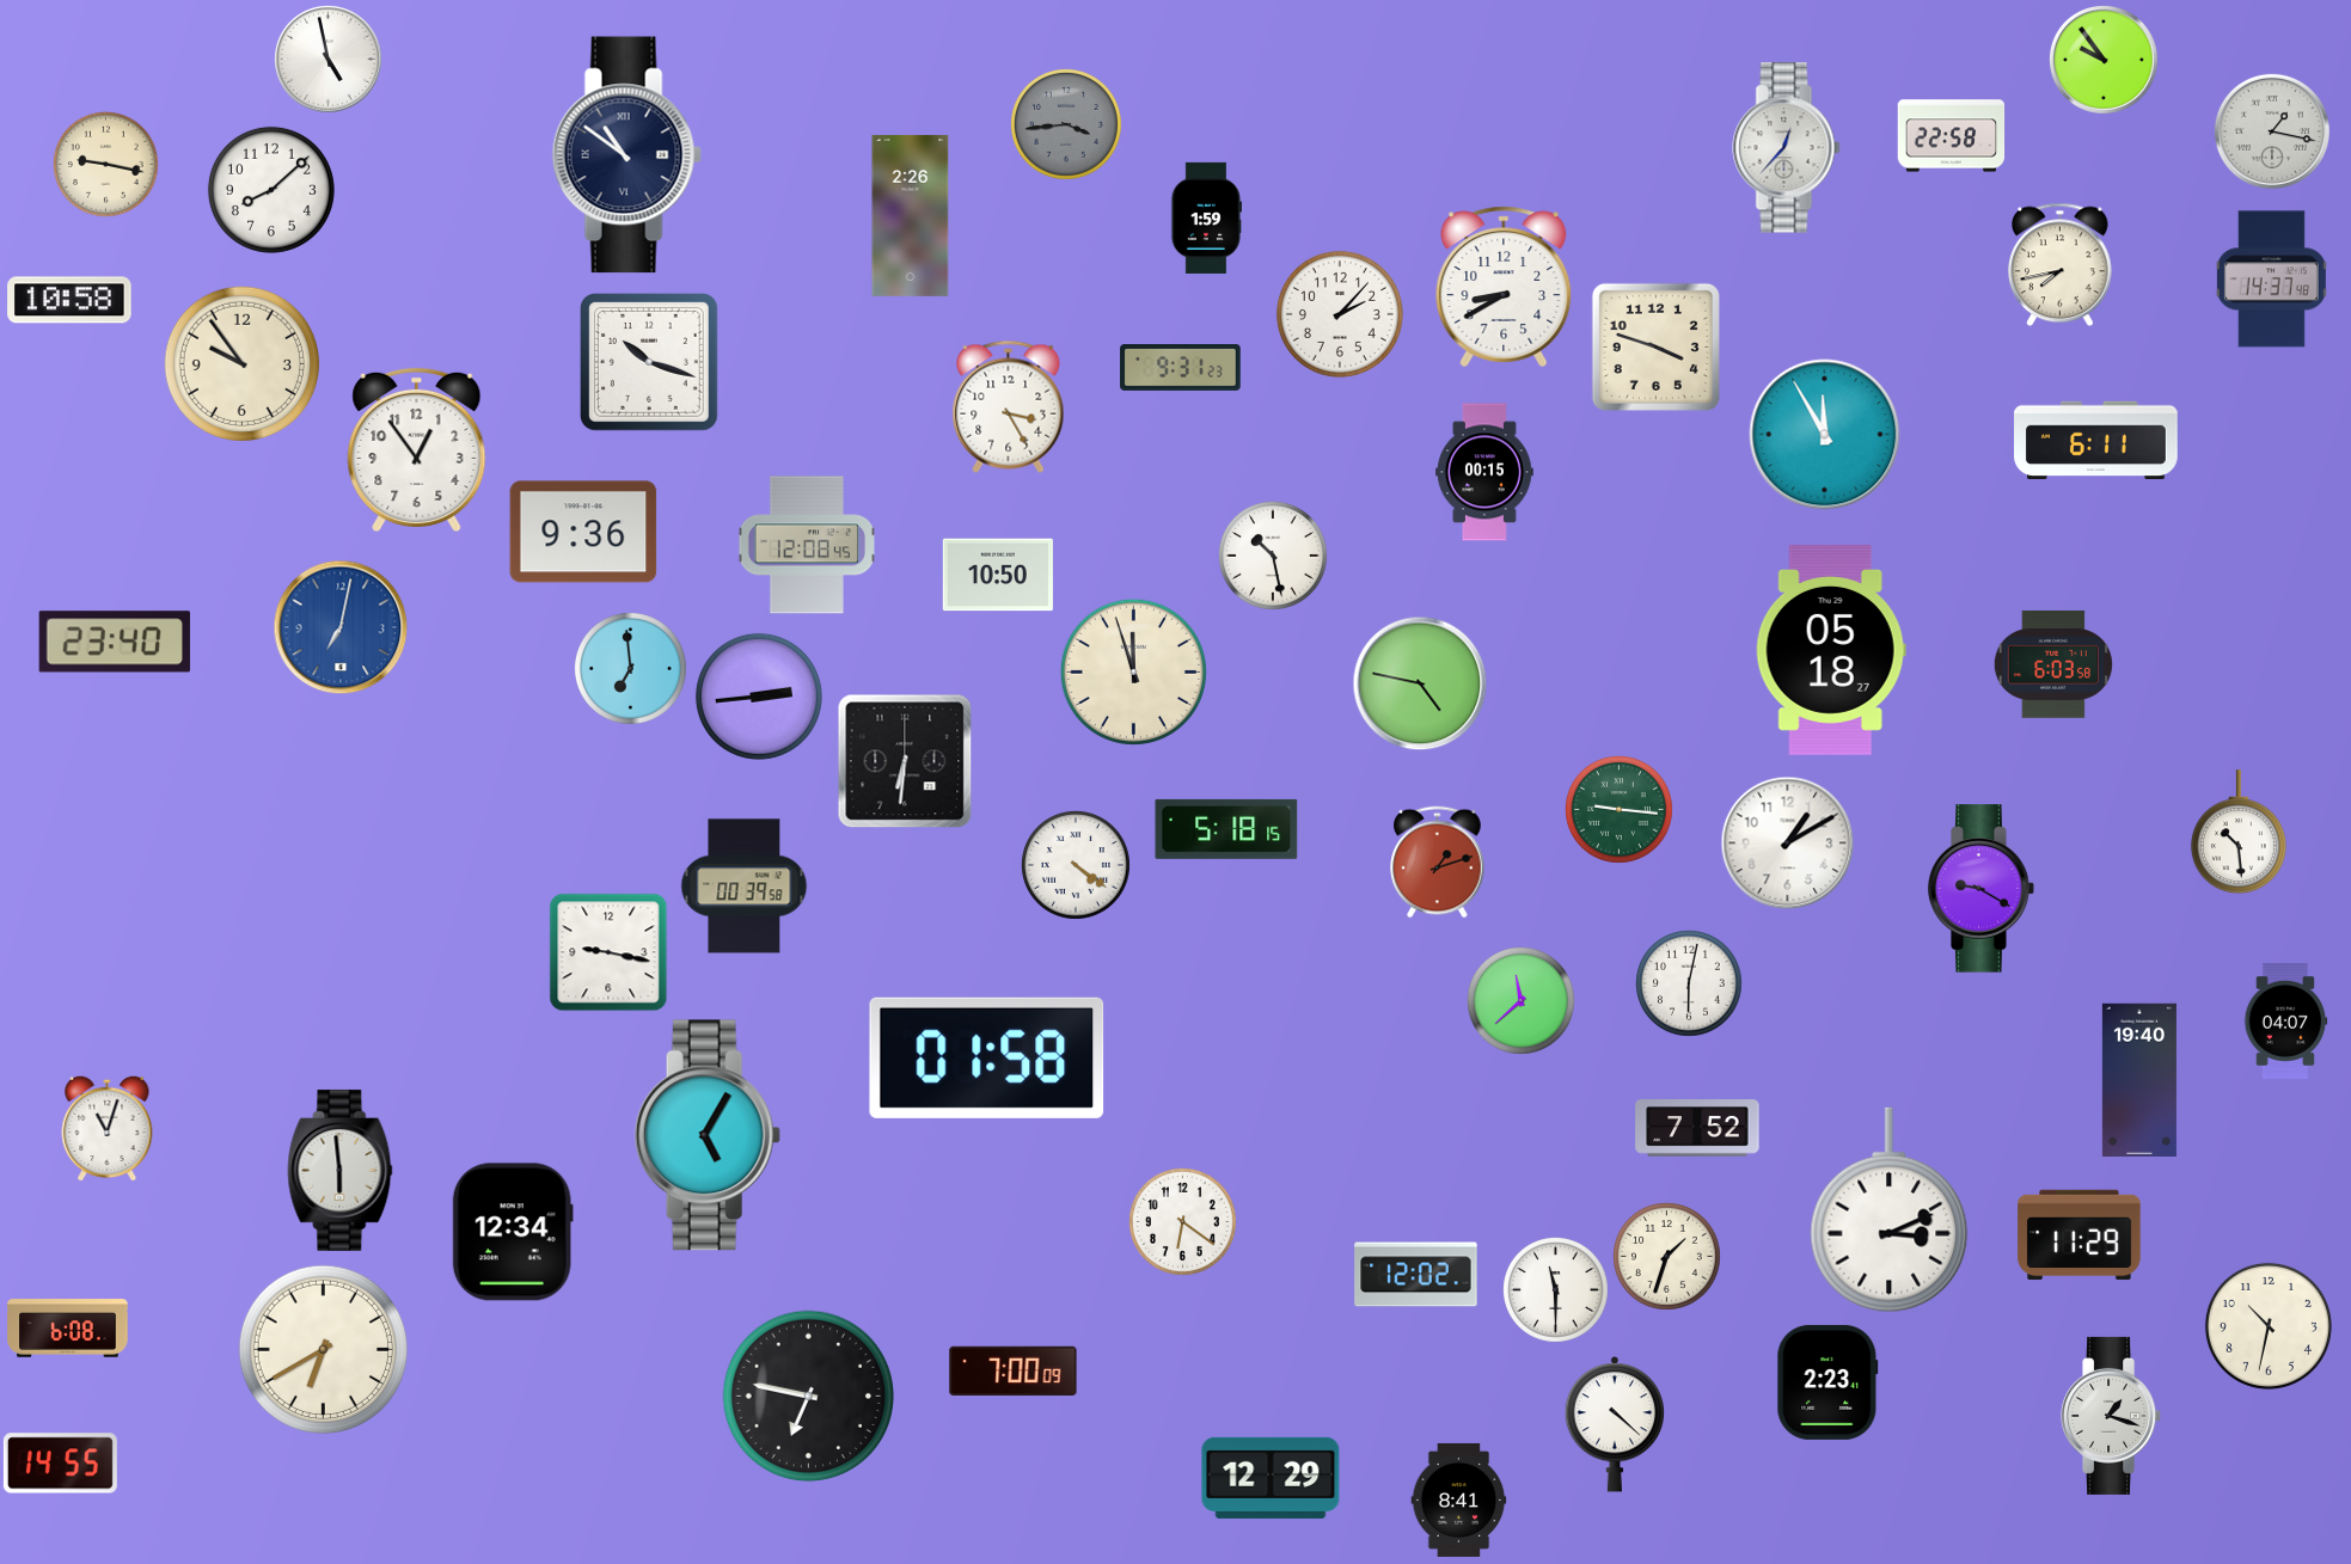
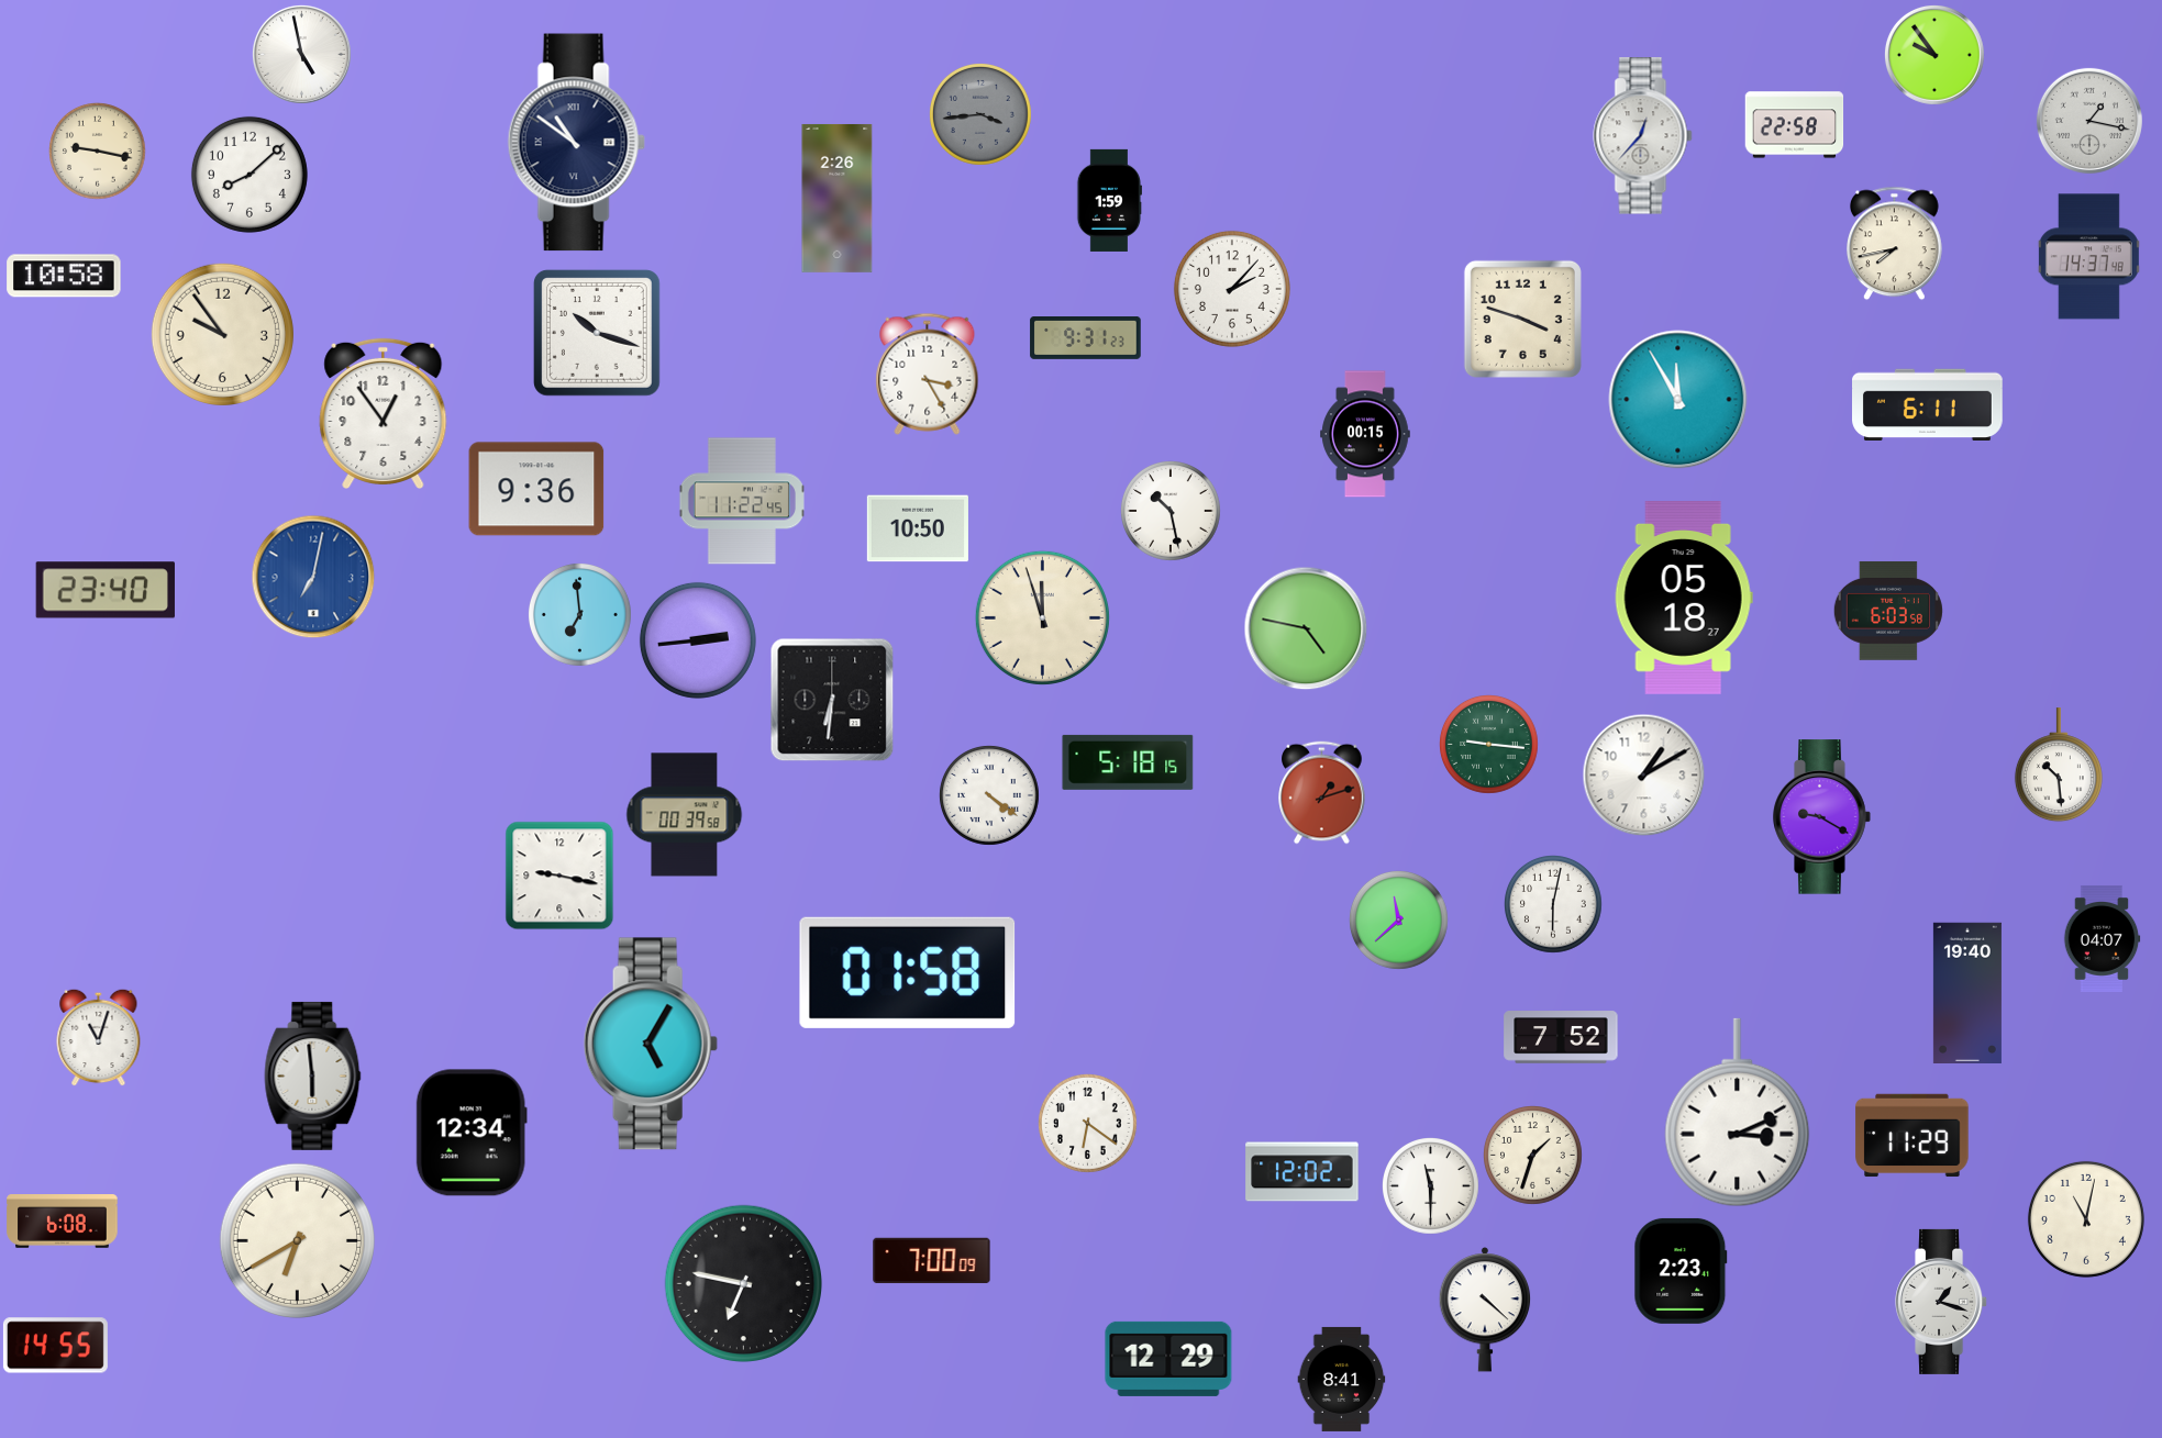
clock at (1504, 287): 8:40 -> none
clock at (807, 545): 12:08 -> 11:22
clock at (2269, 1326): 10:32 -> 11:02
